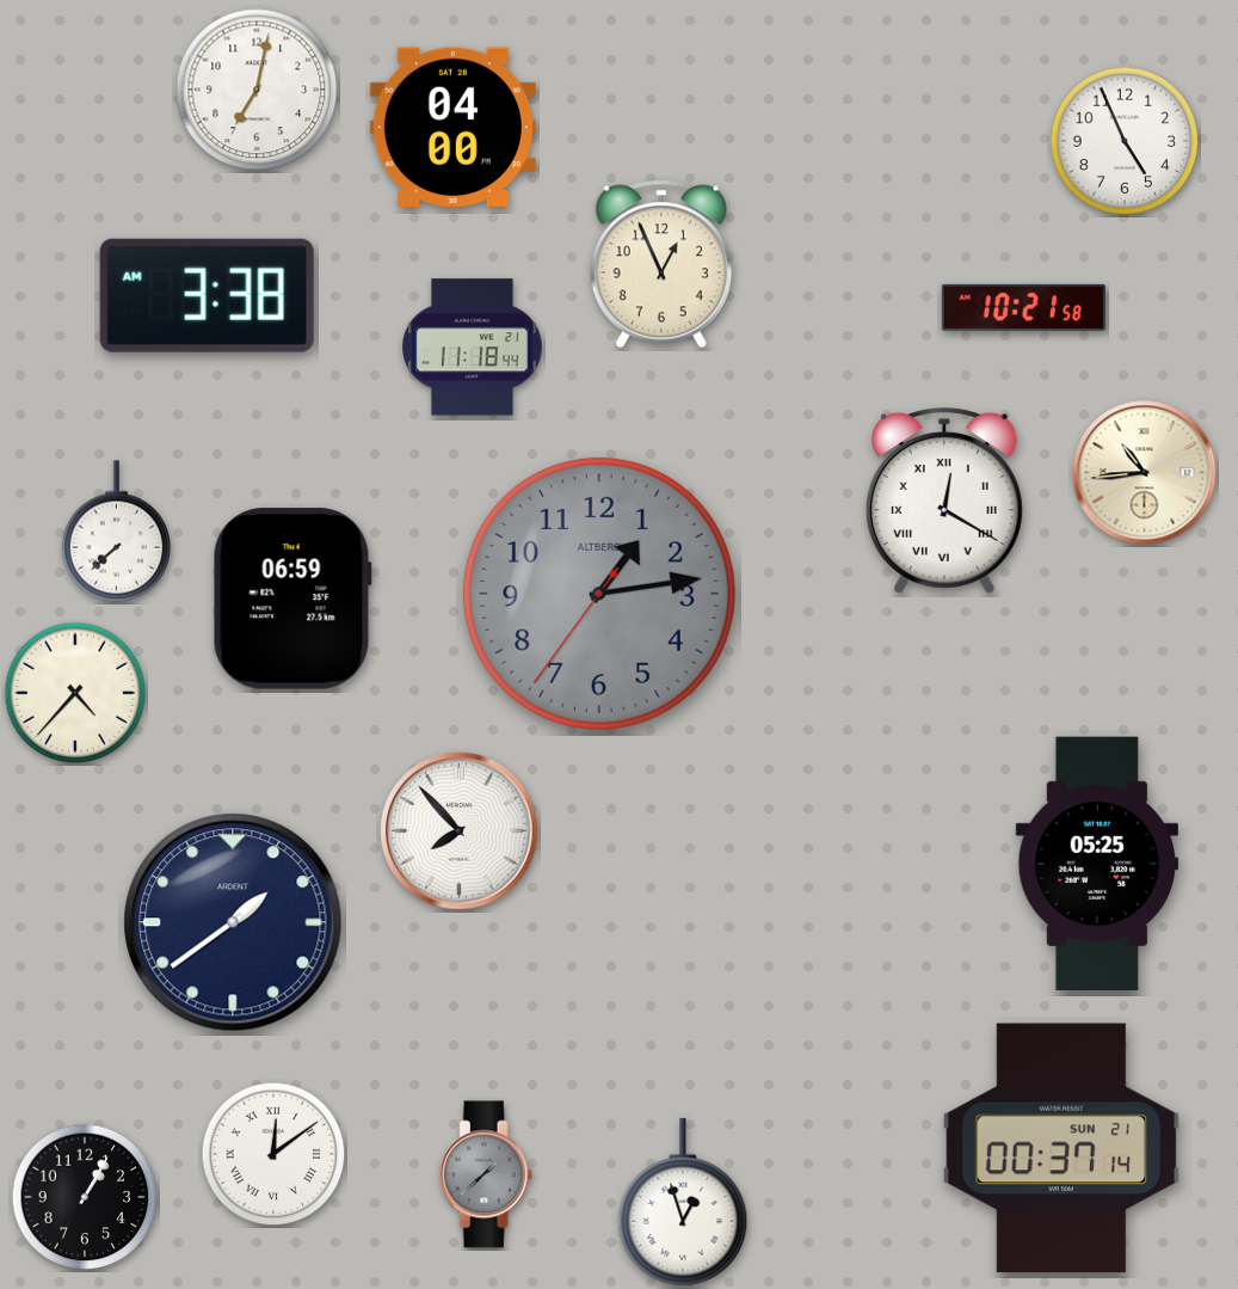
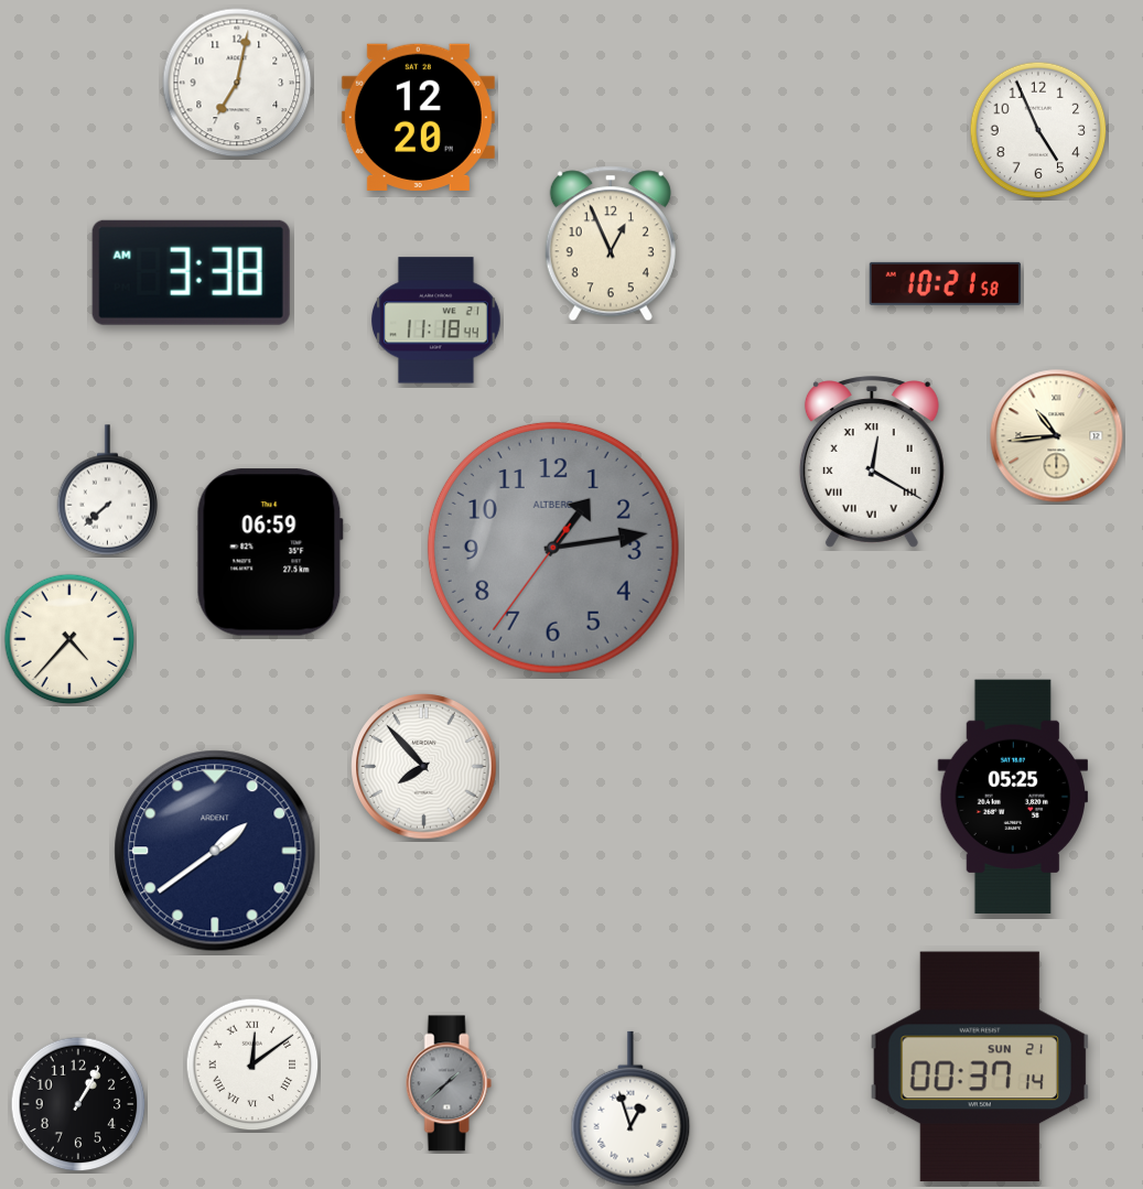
clock at (452, 127): 04:00 -> 12:20
clock at (1060, 1148) position: (1060, 1148) -> (979, 1067)
